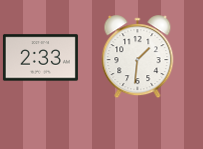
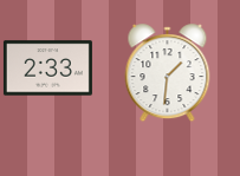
clock at (138, 57) position: (138, 57) -> (168, 73)
